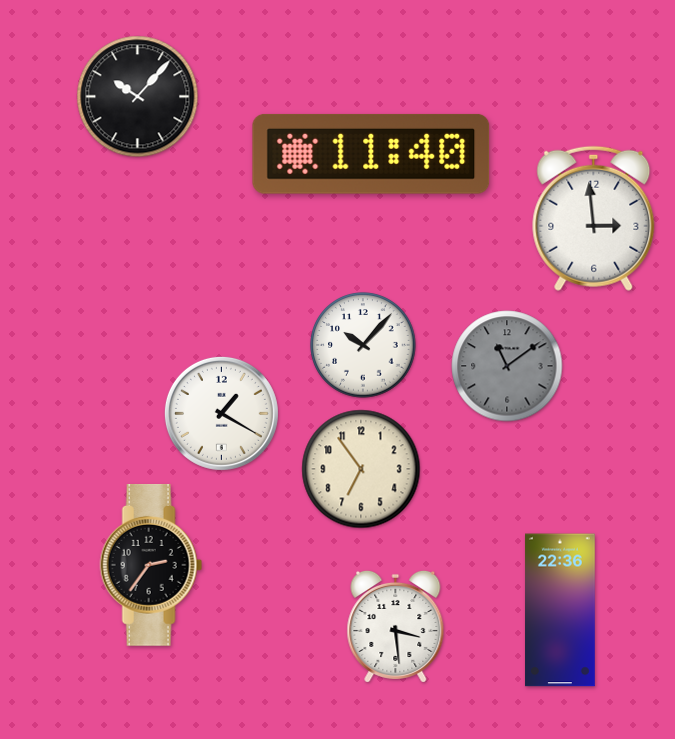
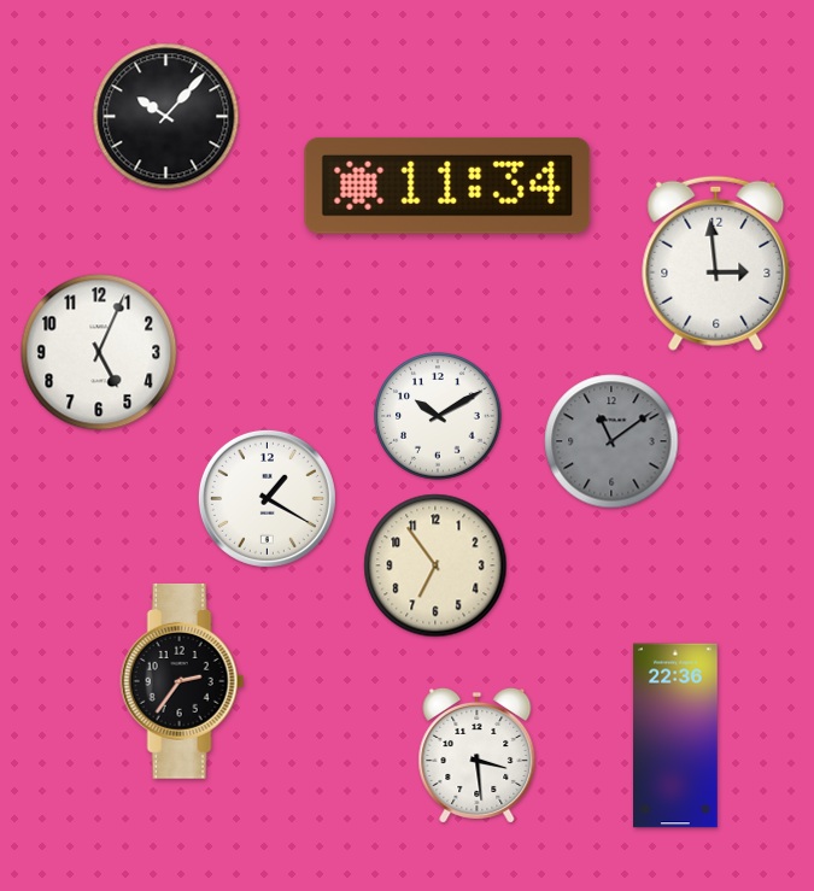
clock at (371, 154): 11:40 -> 11:34
clock at (99, 352): none -> 5:04
clock at (363, 345): 10:07 -> 10:10
